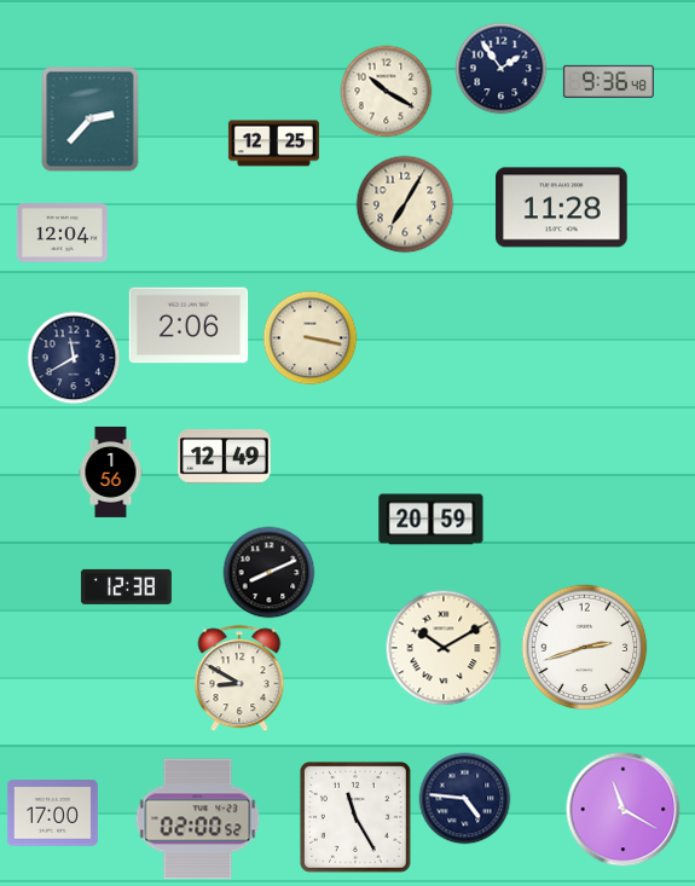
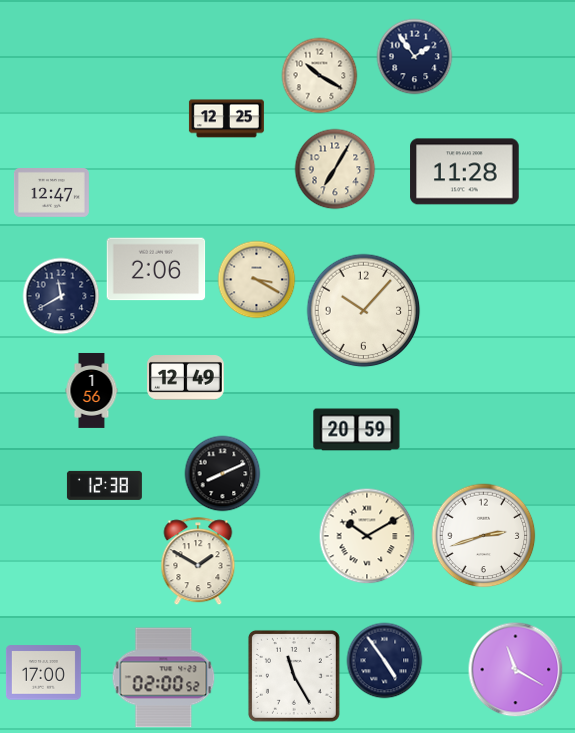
clock at (608, 81): 9:36 -> none
clock at (91, 120): 2:37 -> none
clock at (62, 233): 12:04 -> 12:47
clock at (311, 338): 3:17 -> 3:20
clock at (364, 311): none -> 10:07
clock at (239, 679): 8:50 -> 1:50
clock at (465, 799): 4:46 -> 4:54
